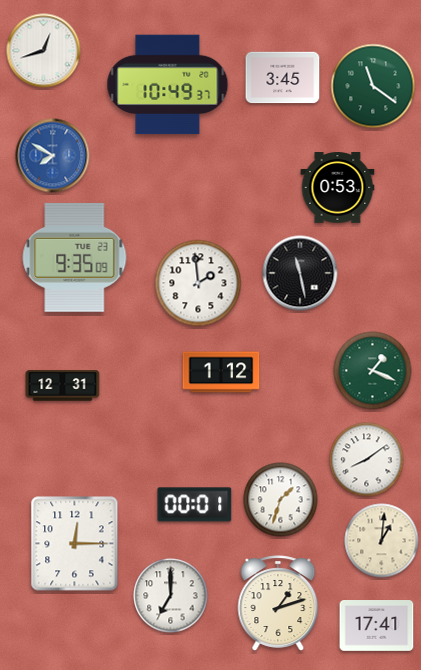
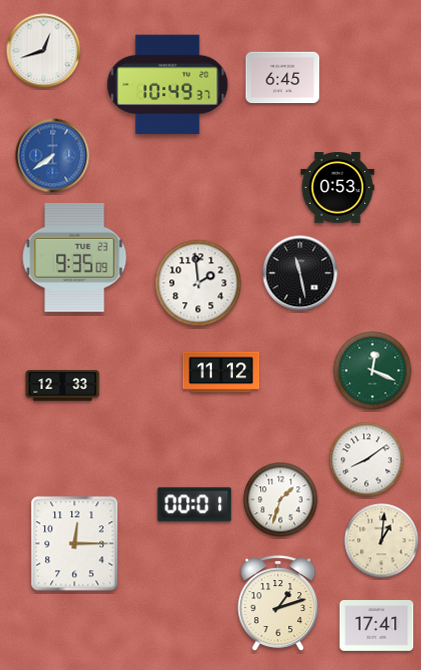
clock at (283, 78): 3:45 -> 6:45
clock at (373, 86): 11:21 -> none
clock at (53, 156): 7:50 -> 7:39
clock at (373, 371): 1:19 -> 12:19
clock at (221, 372): 1:12 -> 11:12
clock at (63, 386): 12:31 -> 12:33
clock at (171, 596): 7:00 -> none
